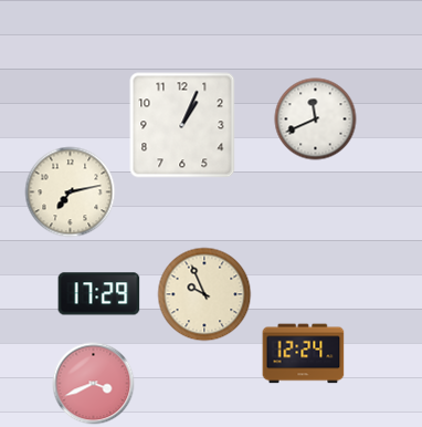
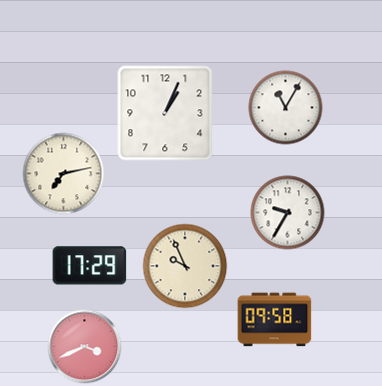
clock at (316, 119): 11:41 -> 11:05
clock at (288, 213): none -> 9:35
clock at (304, 354): 12:24 -> 09:58
